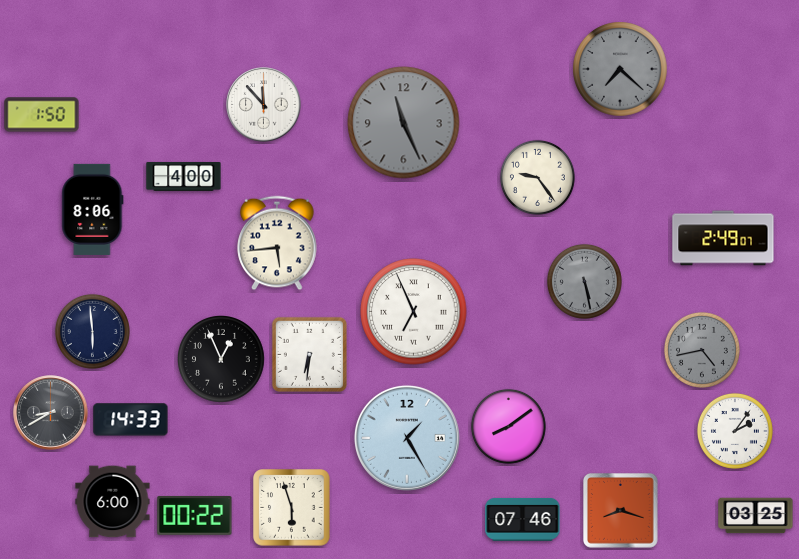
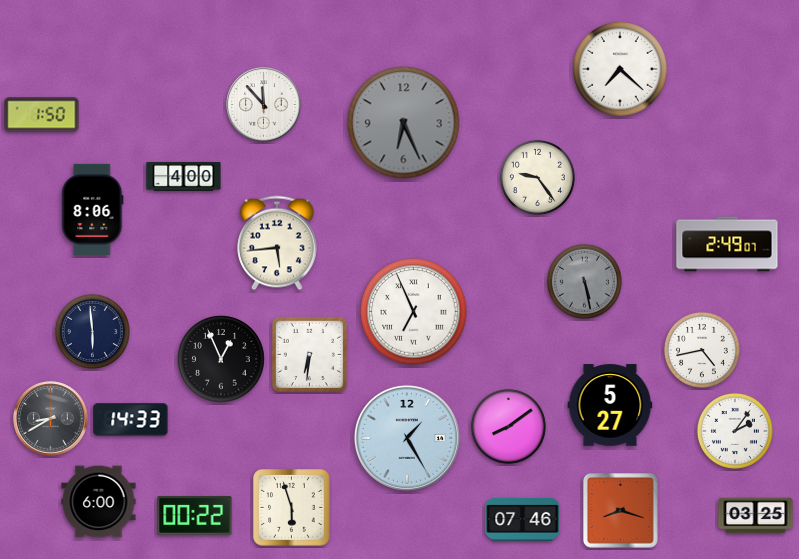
clock at (620, 69) dial: grey -> white
clock at (404, 123): 11:26 -> 6:26
clock at (723, 238) position: (723, 238) -> (727, 244)
clock at (702, 350) dial: grey -> white
clock at (610, 405): none -> 5:27
clock at (51, 413) position: (51, 413) -> (51, 419)
clock at (113, 502) position: (113, 502) -> (99, 502)
